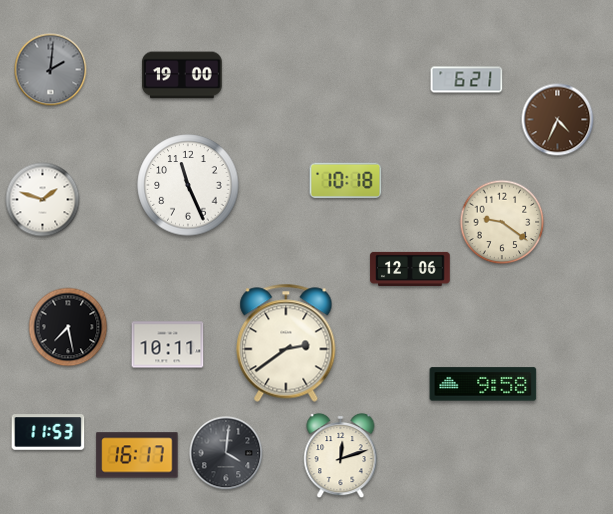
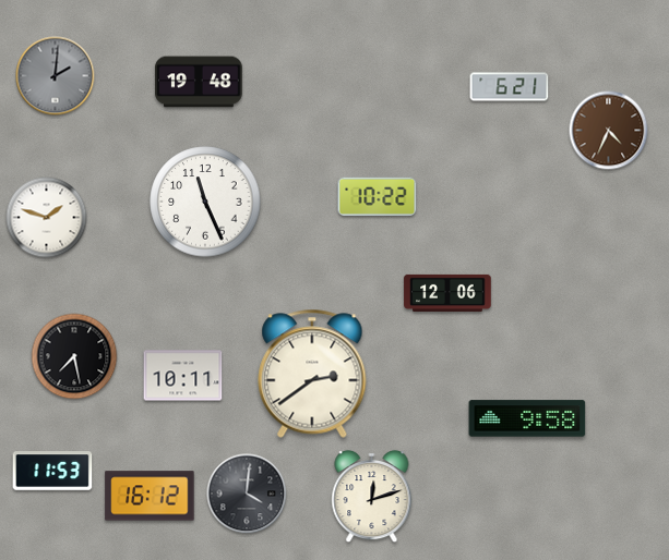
clock at (182, 75): 19:00 -> 19:48
clock at (346, 180): 10:18 -> 10:22
clock at (502, 222): 9:21 -> none
clock at (137, 455): 16:17 -> 16:12
